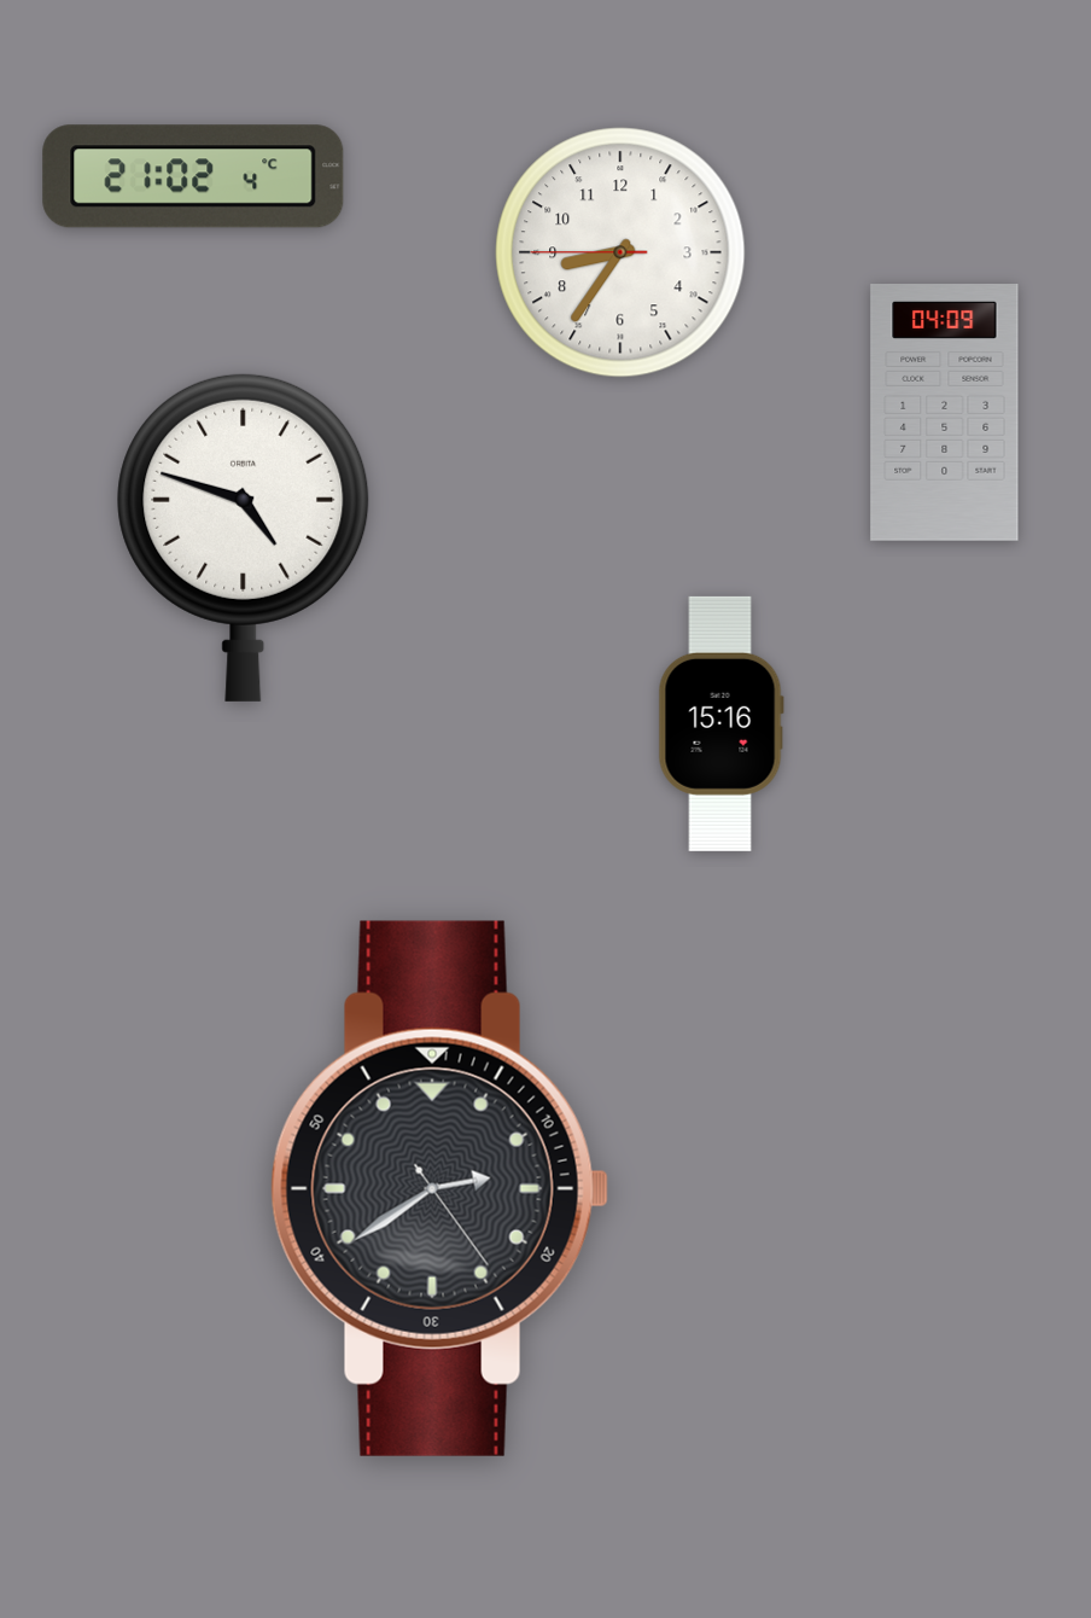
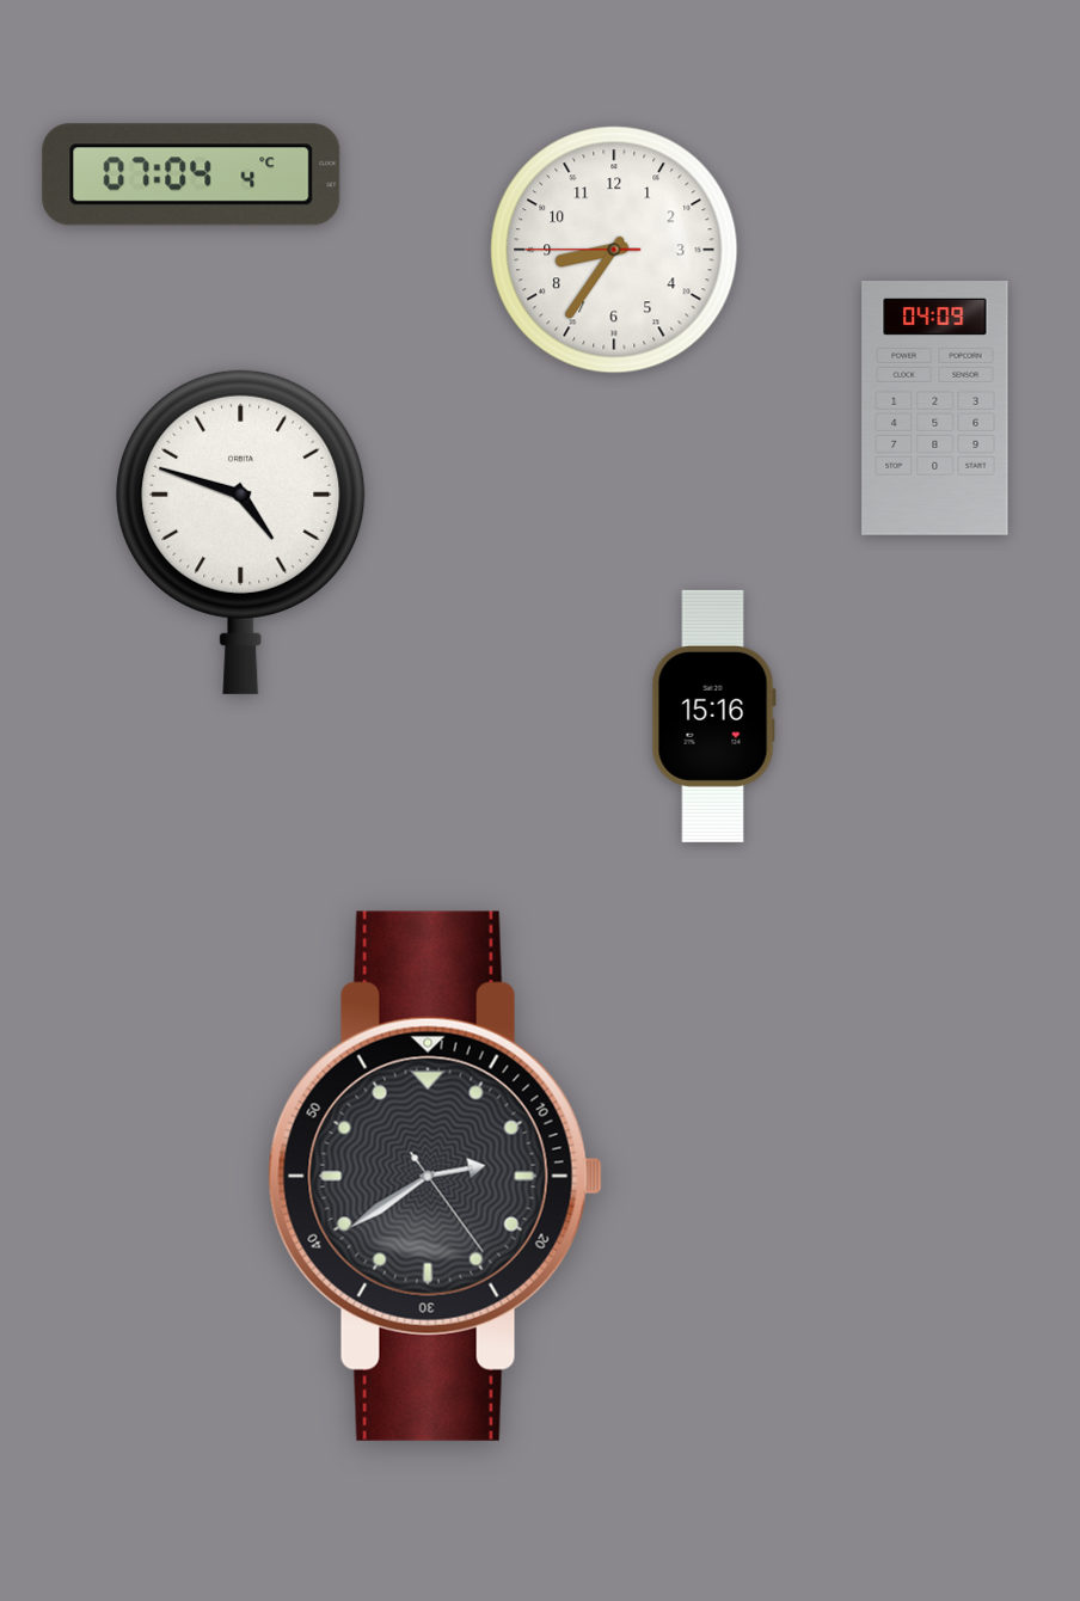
clock at (193, 176): 21:02 -> 07:04
